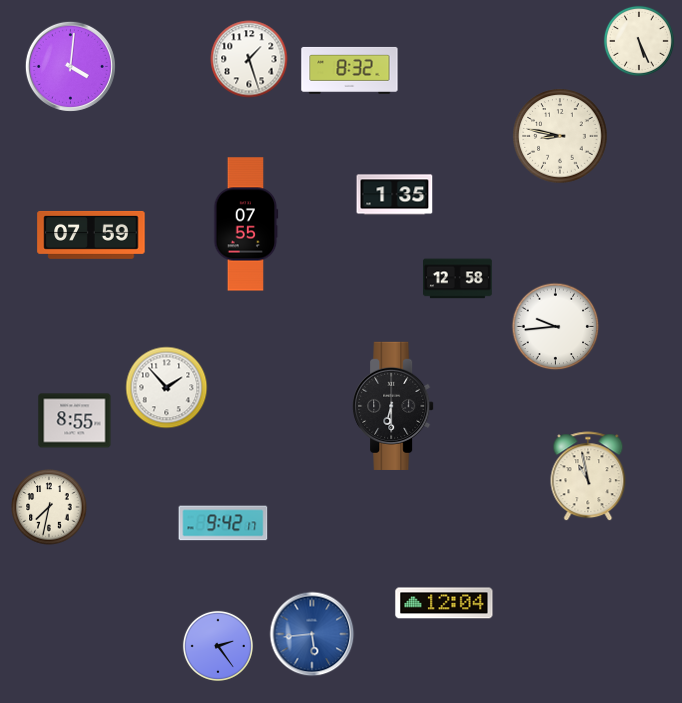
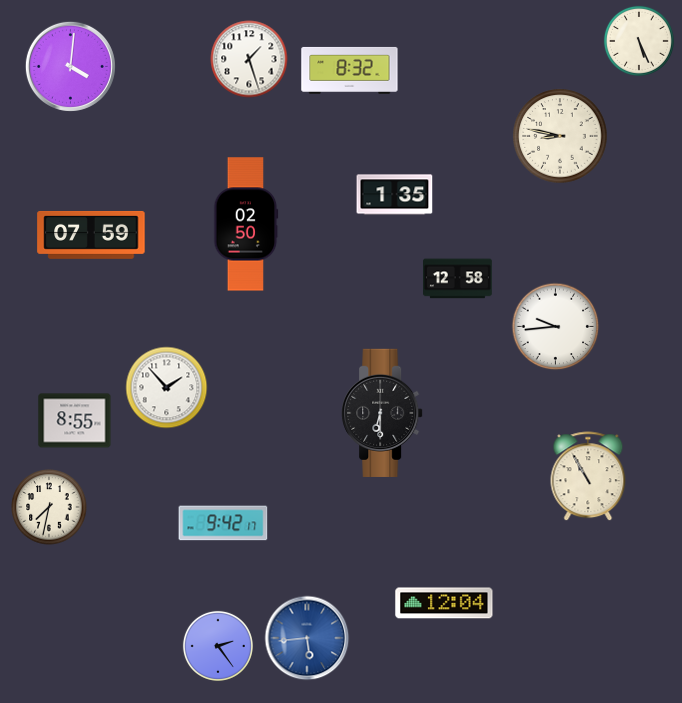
clock at (246, 224): 07:55 -> 02:50
clock at (393, 406) position: (393, 406) -> (382, 413)
clock at (588, 477): 10:58 -> 10:55
clock at (312, 634) position: (312, 634) -> (307, 638)
